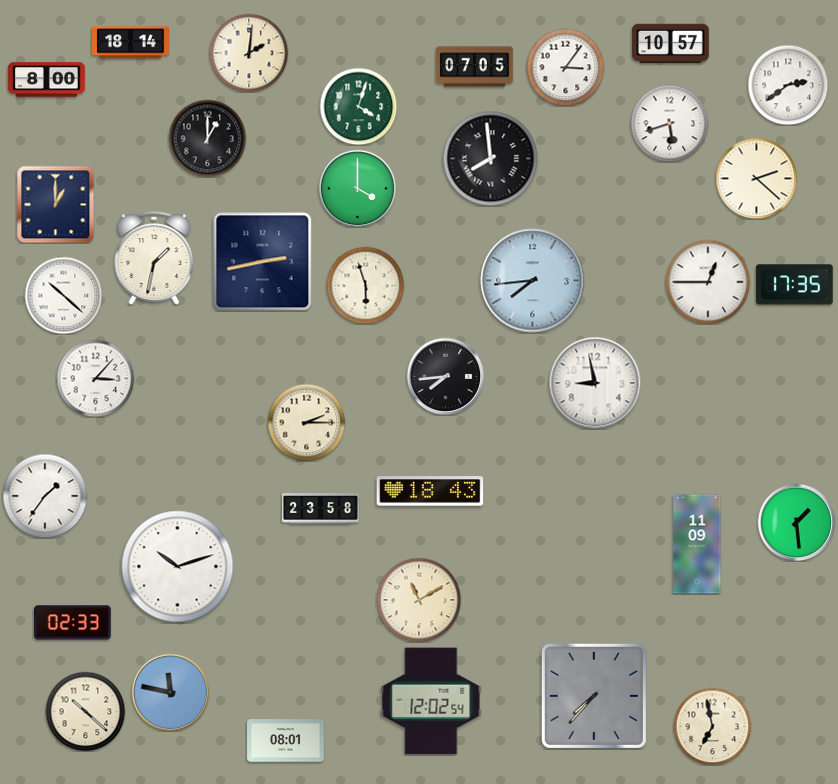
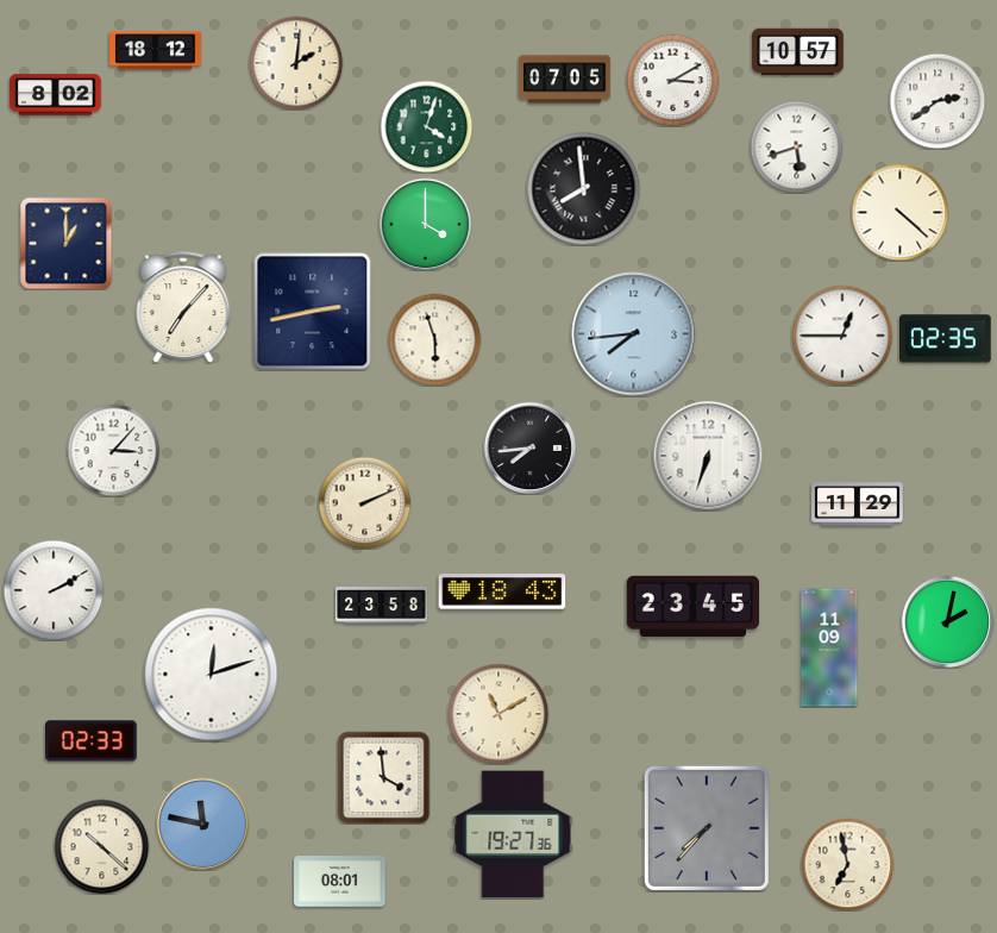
clock at (131, 43): 18:14 -> 18:12
clock at (565, 67): 3:06 -> 3:10
clock at (47, 80): 8:00 -> 8:02
clock at (207, 138): 1:00 -> none
clock at (756, 178): 2:22 -> 4:22
clock at (154, 258): 1:32 -> 7:07
clock at (795, 285): 17:35 -> 02:35
clock at (63, 295): 10:22 -> none
clock at (595, 383): 8:58 -> 6:33
clock at (306, 422): 2:15 -> 2:11
clock at (858, 505): none -> 11:29
clock at (430, 491) position: (430, 491) -> (502, 591)
clock at (45, 496): 1:36 -> 2:10
clock at (694, 606): none -> 23:45
clock at (796, 522): 1:29 -> 2:02
clock at (178, 567): 10:12 -> 12:12
clock at (73, 623) position: (73, 623) -> (92, 741)
clock at (383, 777): none -> 3:59
clock at (431, 701): 12:02 -> 19:27
